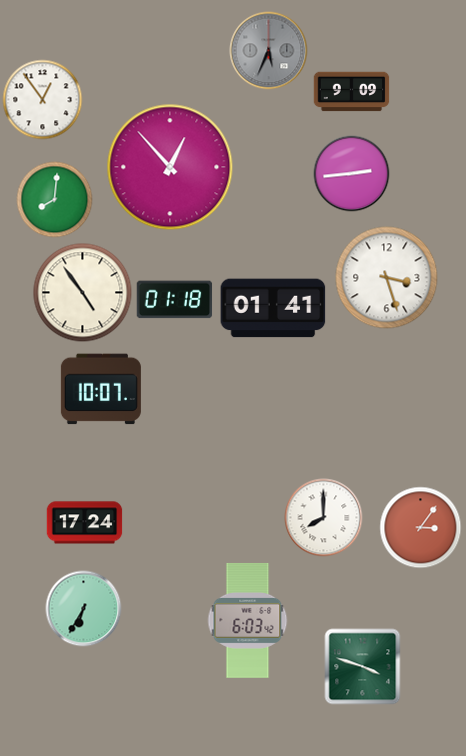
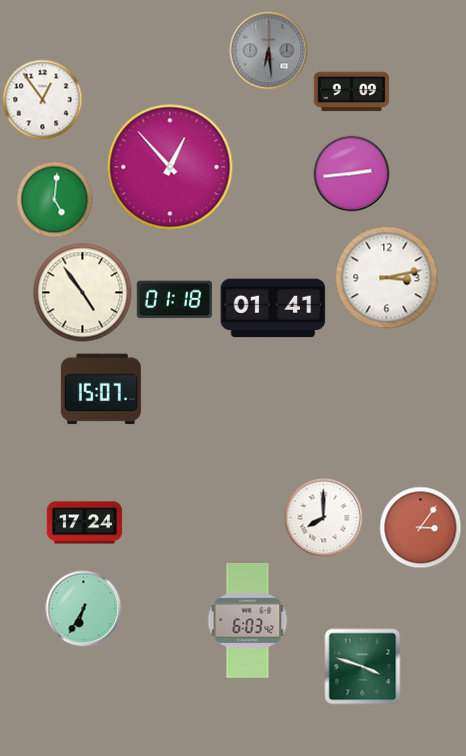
clock at (269, 51): 5:34 -> 6:29
clock at (55, 200): 8:01 -> 5:01
clock at (387, 278): 3:27 -> 3:13
clock at (101, 389): 10:07 -> 15:07
